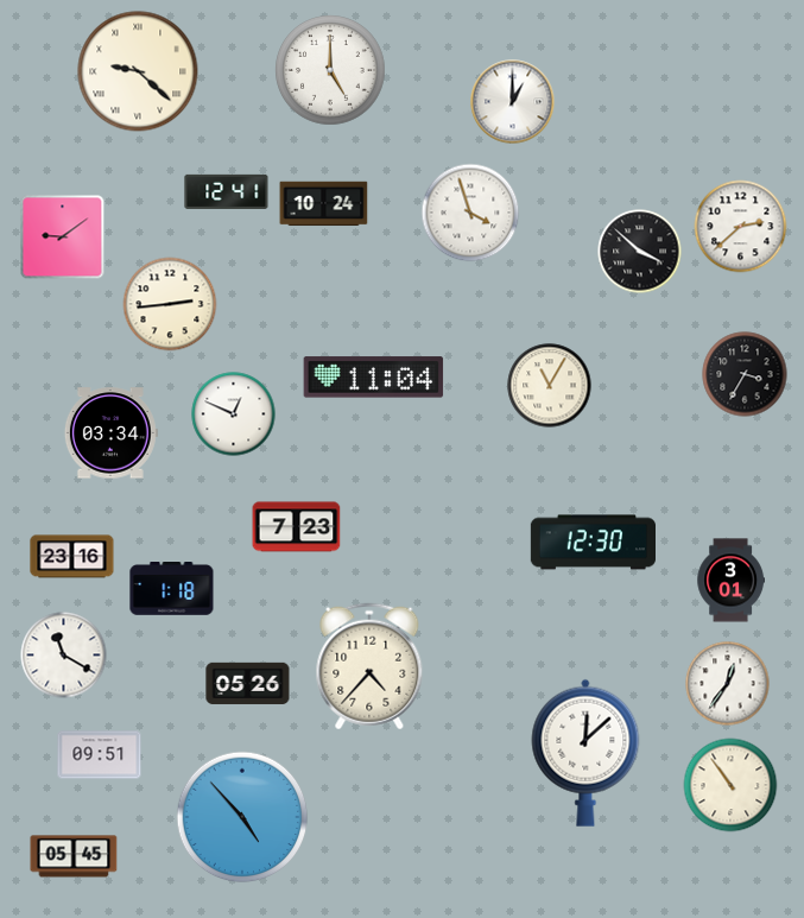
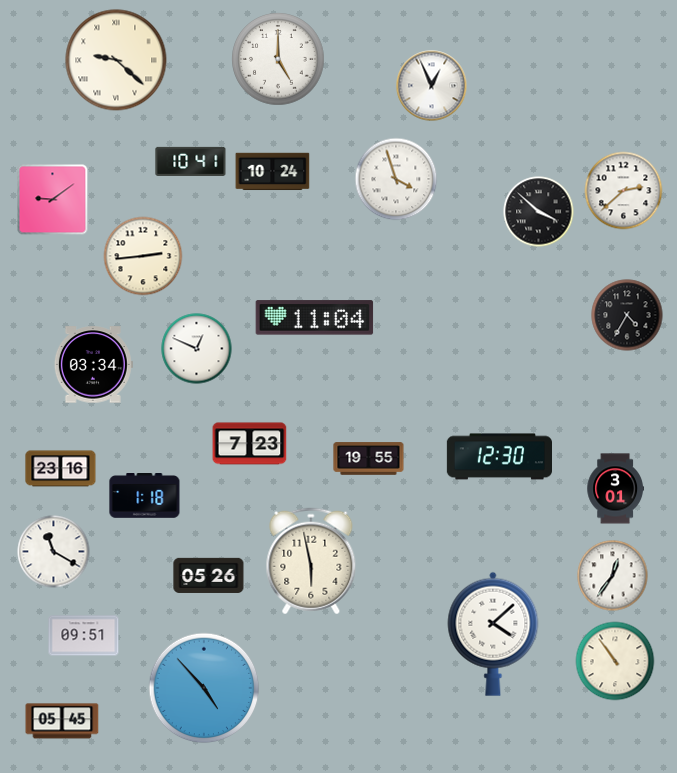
clock at (513, 102): 1:00 -> 12:56
clock at (227, 191): 12:41 -> 10:41
clock at (745, 374): 3:35 -> 4:35
clock at (550, 386): 11:05 -> none
clock at (369, 459): none -> 19:55
clock at (369, 666): 4:37 -> 5:58
clock at (585, 753): 12:08 -> 4:08
